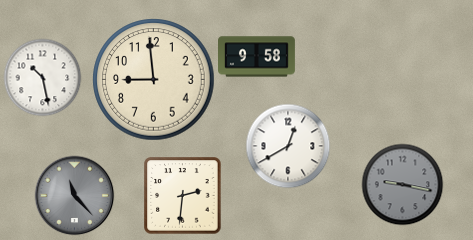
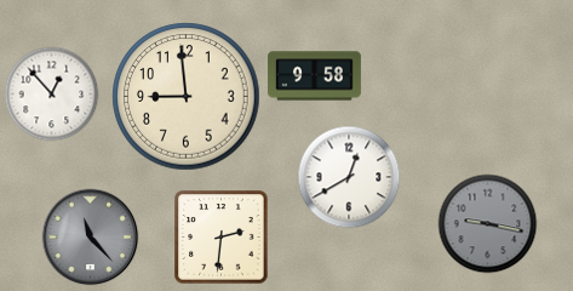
clock at (257, 57) position: (257, 57) -> (315, 76)
clock at (42, 77): 10:28 -> 12:53
